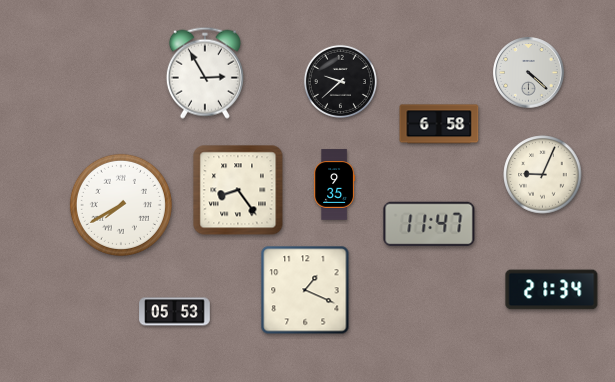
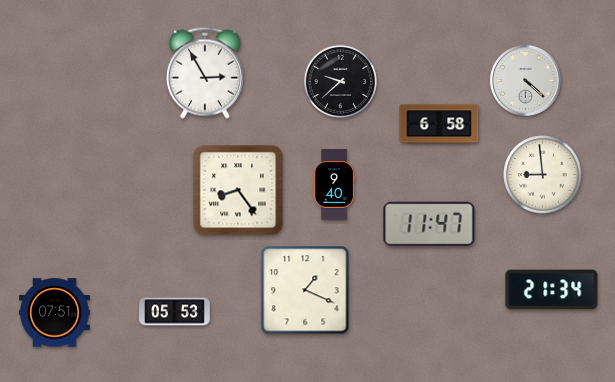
clock at (529, 73) position: (529, 73) -> (526, 81)
clock at (543, 175): 9:04 -> 8:59
clock at (335, 185): 9:35 -> 9:40
clock at (121, 205): 7:40 -> none
clock at (55, 313): none -> 07:51
